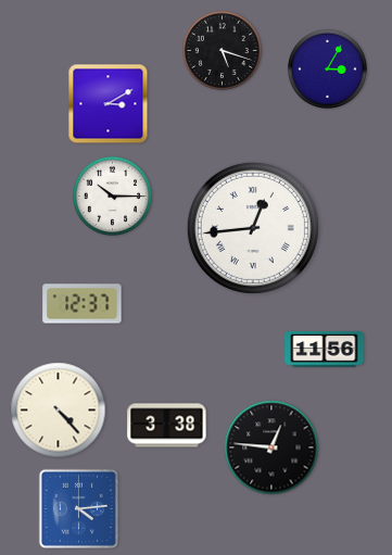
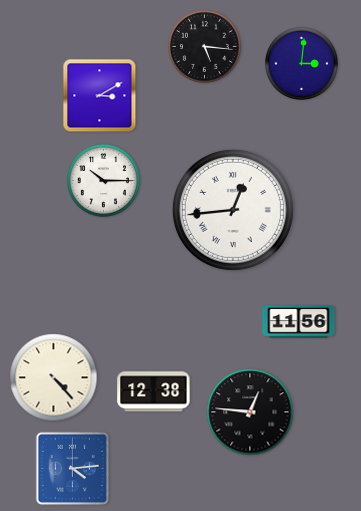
clock at (222, 50): 5:18 -> 5:16
clock at (327, 68): 3:05 -> 3:01
clock at (83, 304): 12:37 -> none
clock at (167, 426): 3:38 -> 12:38
